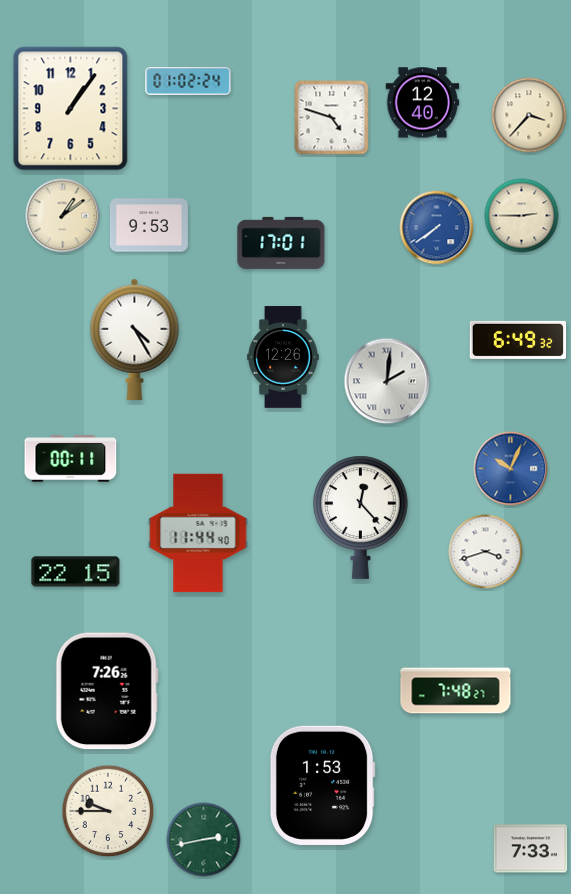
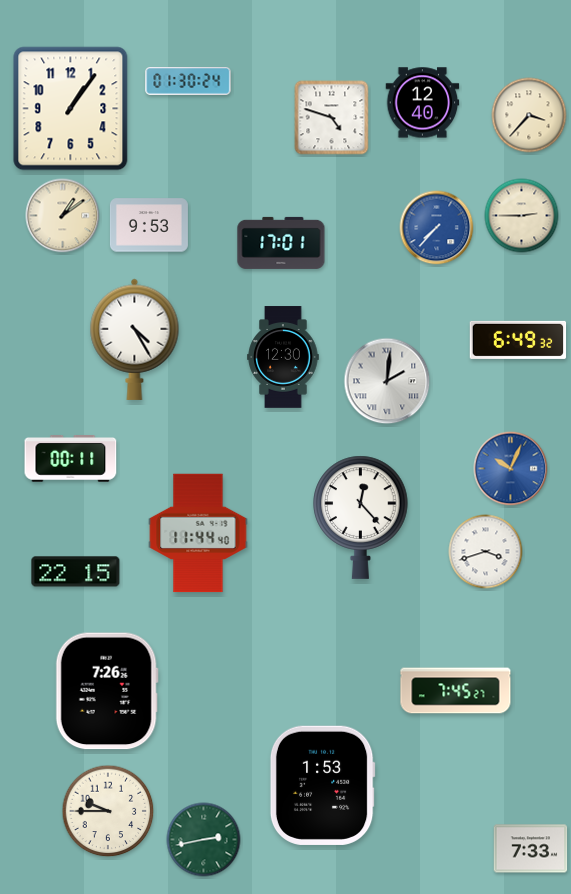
clock at (188, 82): 01:02 -> 01:30
clock at (437, 228): 7:39 -> 7:37
clock at (283, 357): 12:26 -> 12:30
clock at (456, 691): 7:48 -> 7:45
